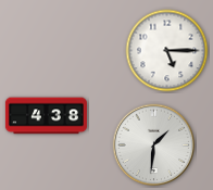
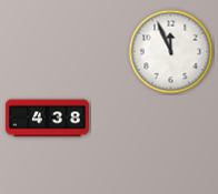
clock at (167, 51): 5:15 -> 11:56
clock at (154, 145): 1:31 -> none
